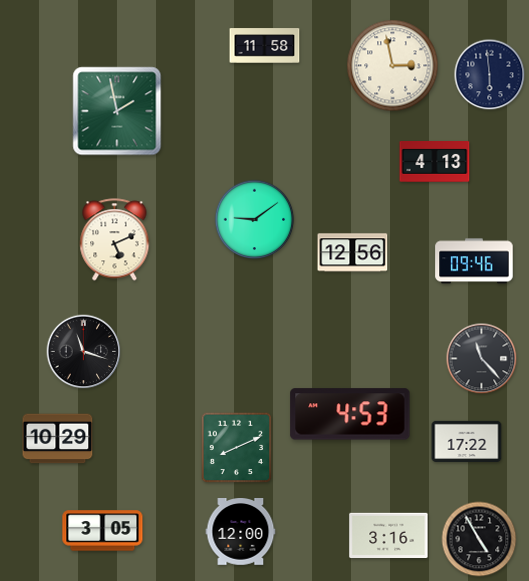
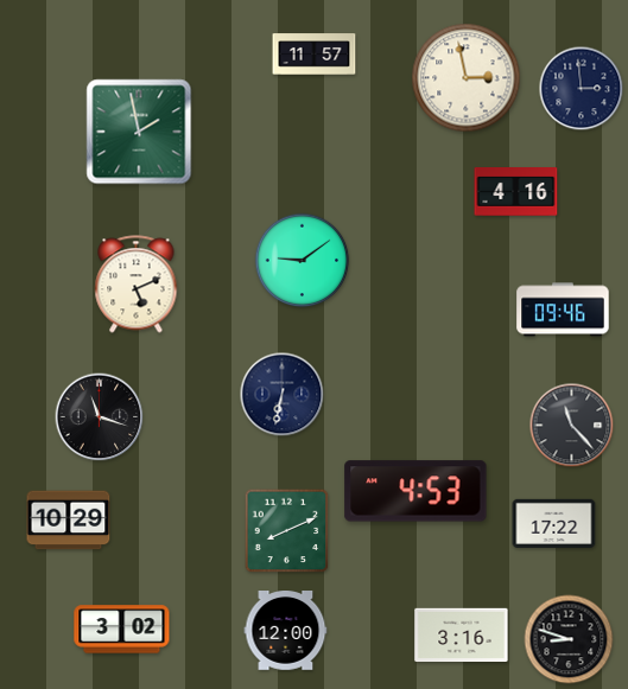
clock at (265, 46): 11:58 -> 11:57
clock at (490, 75): 5:59 -> 2:59
clock at (435, 162): 4:13 -> 4:16
clock at (353, 253): 12:56 -> none
clock at (283, 395): none -> 6:32
clock at (237, 448) position: (237, 448) -> (287, 531)
clock at (103, 531): 3:05 -> 3:02
clock at (479, 539): 4:55 -> 8:48
